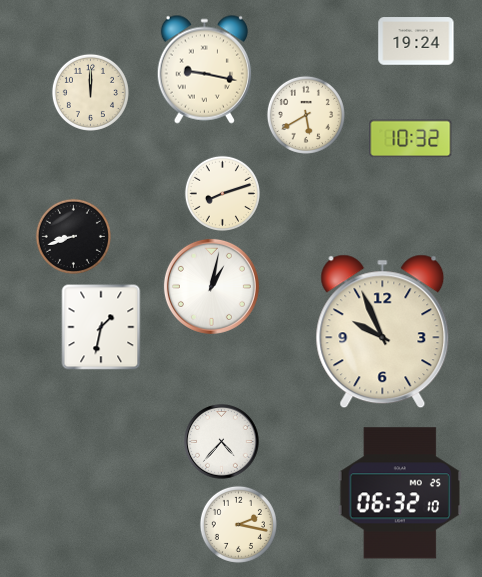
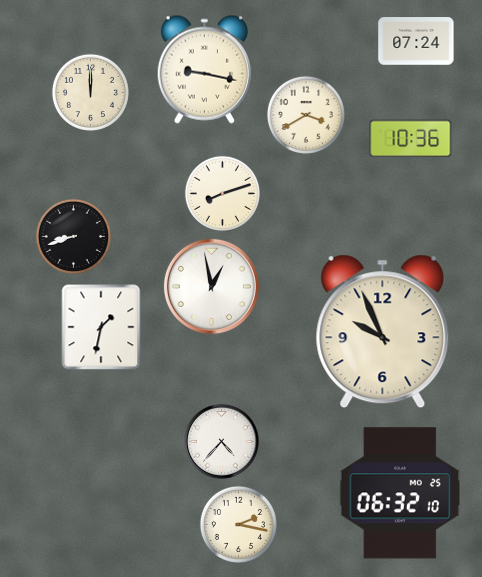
clock at (416, 41): 19:24 -> 07:24
clock at (306, 115): 5:40 -> 3:40
clock at (411, 139): 10:32 -> 10:36
clock at (211, 286): 1:02 -> 12:58
